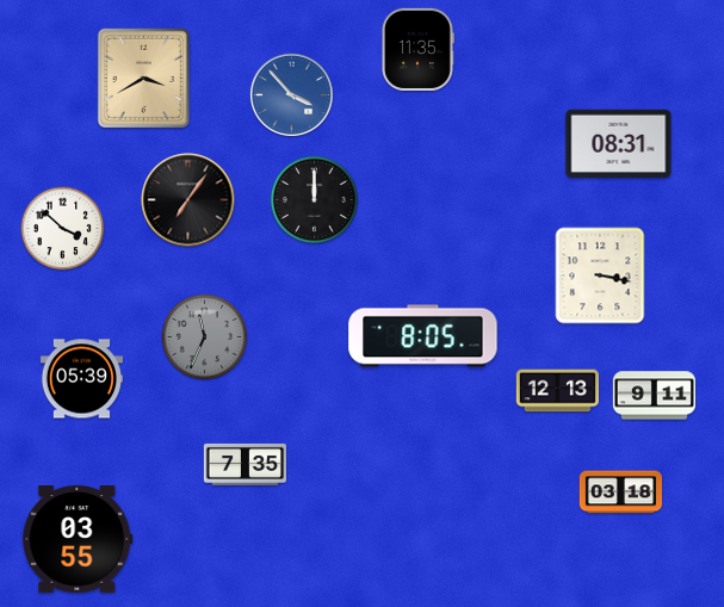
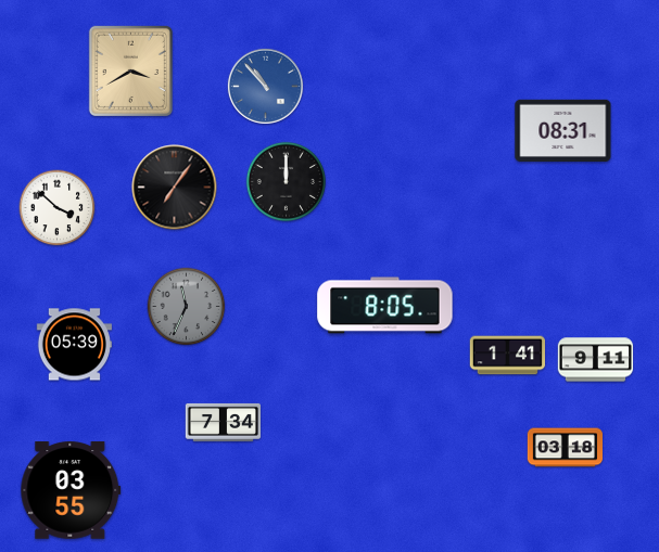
clock at (417, 49): 11:35 -> none
clock at (291, 94): 3:53 -> 10:53
clock at (188, 200) position: (188, 200) -> (175, 188)
clock at (600, 275): 3:17 -> none
clock at (557, 391): 12:13 -> 1:41
clock at (245, 464): 7:35 -> 7:34
